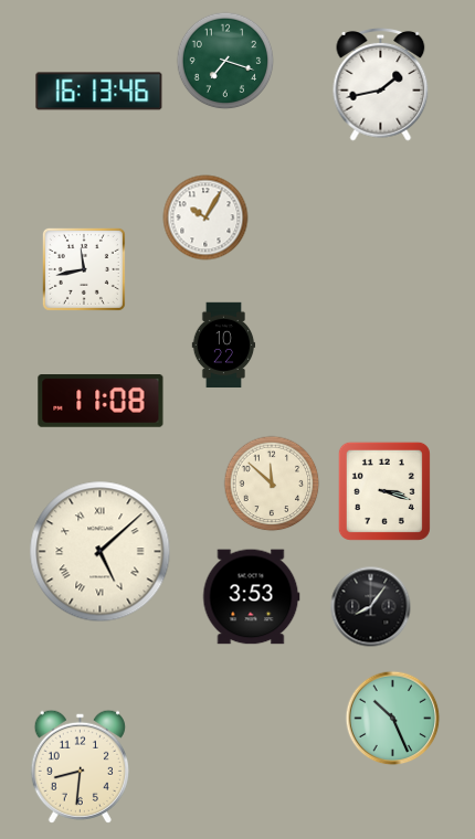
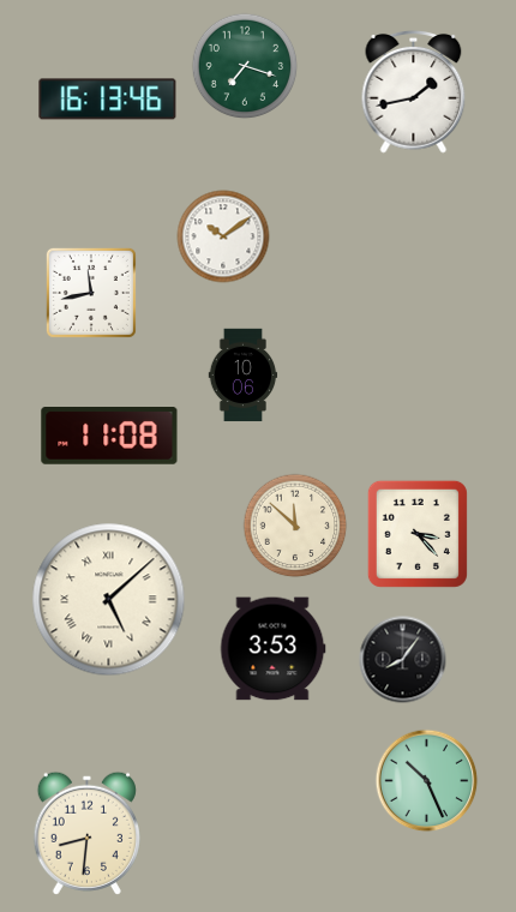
clock at (205, 217): 10:05 -> 10:09
clock at (224, 346): 10:22 -> 10:06
clock at (384, 491): 3:18 -> 3:23
